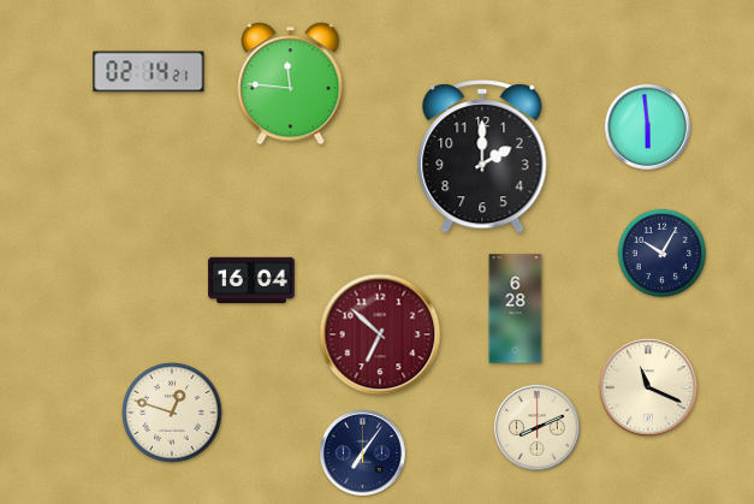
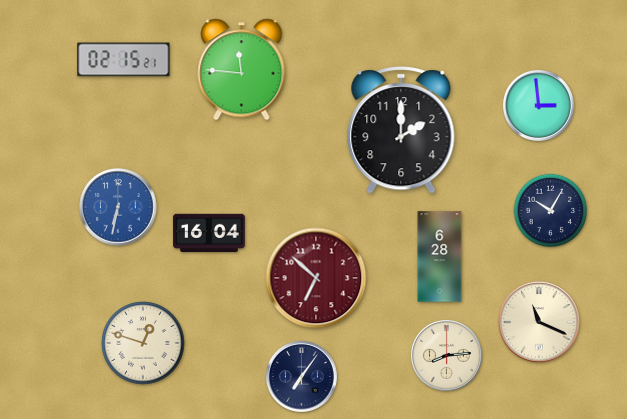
clock at (149, 72): 02:14 -> 02:15
clock at (647, 126): 5:59 -> 2:59
clock at (118, 207): none -> 6:32
clock at (516, 309) position: (516, 309) -> (440, 257)
clock at (536, 427): 8:11 -> 8:14
